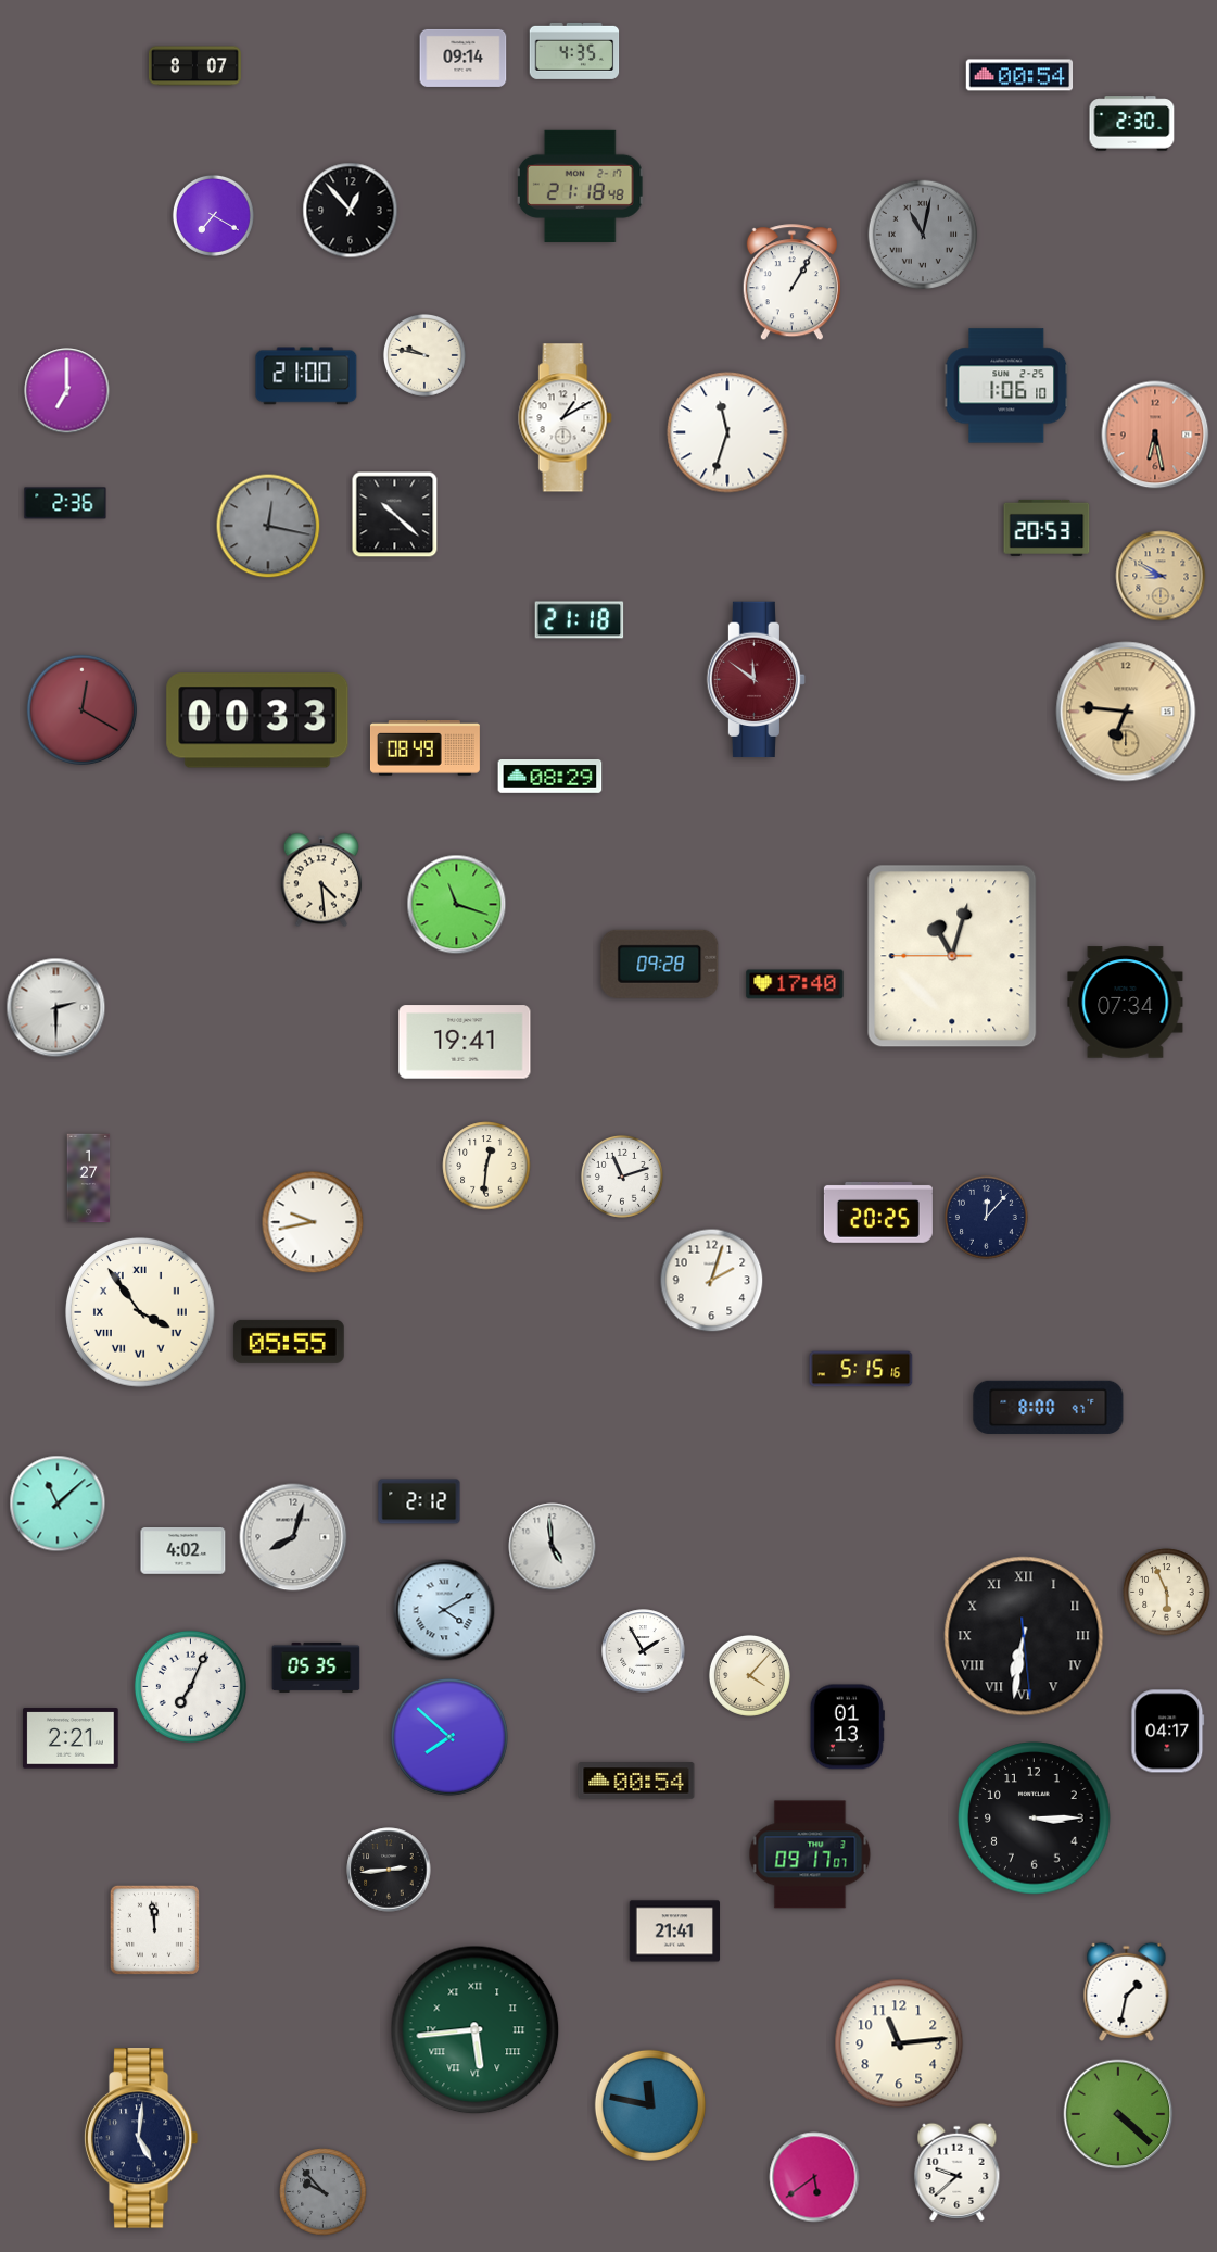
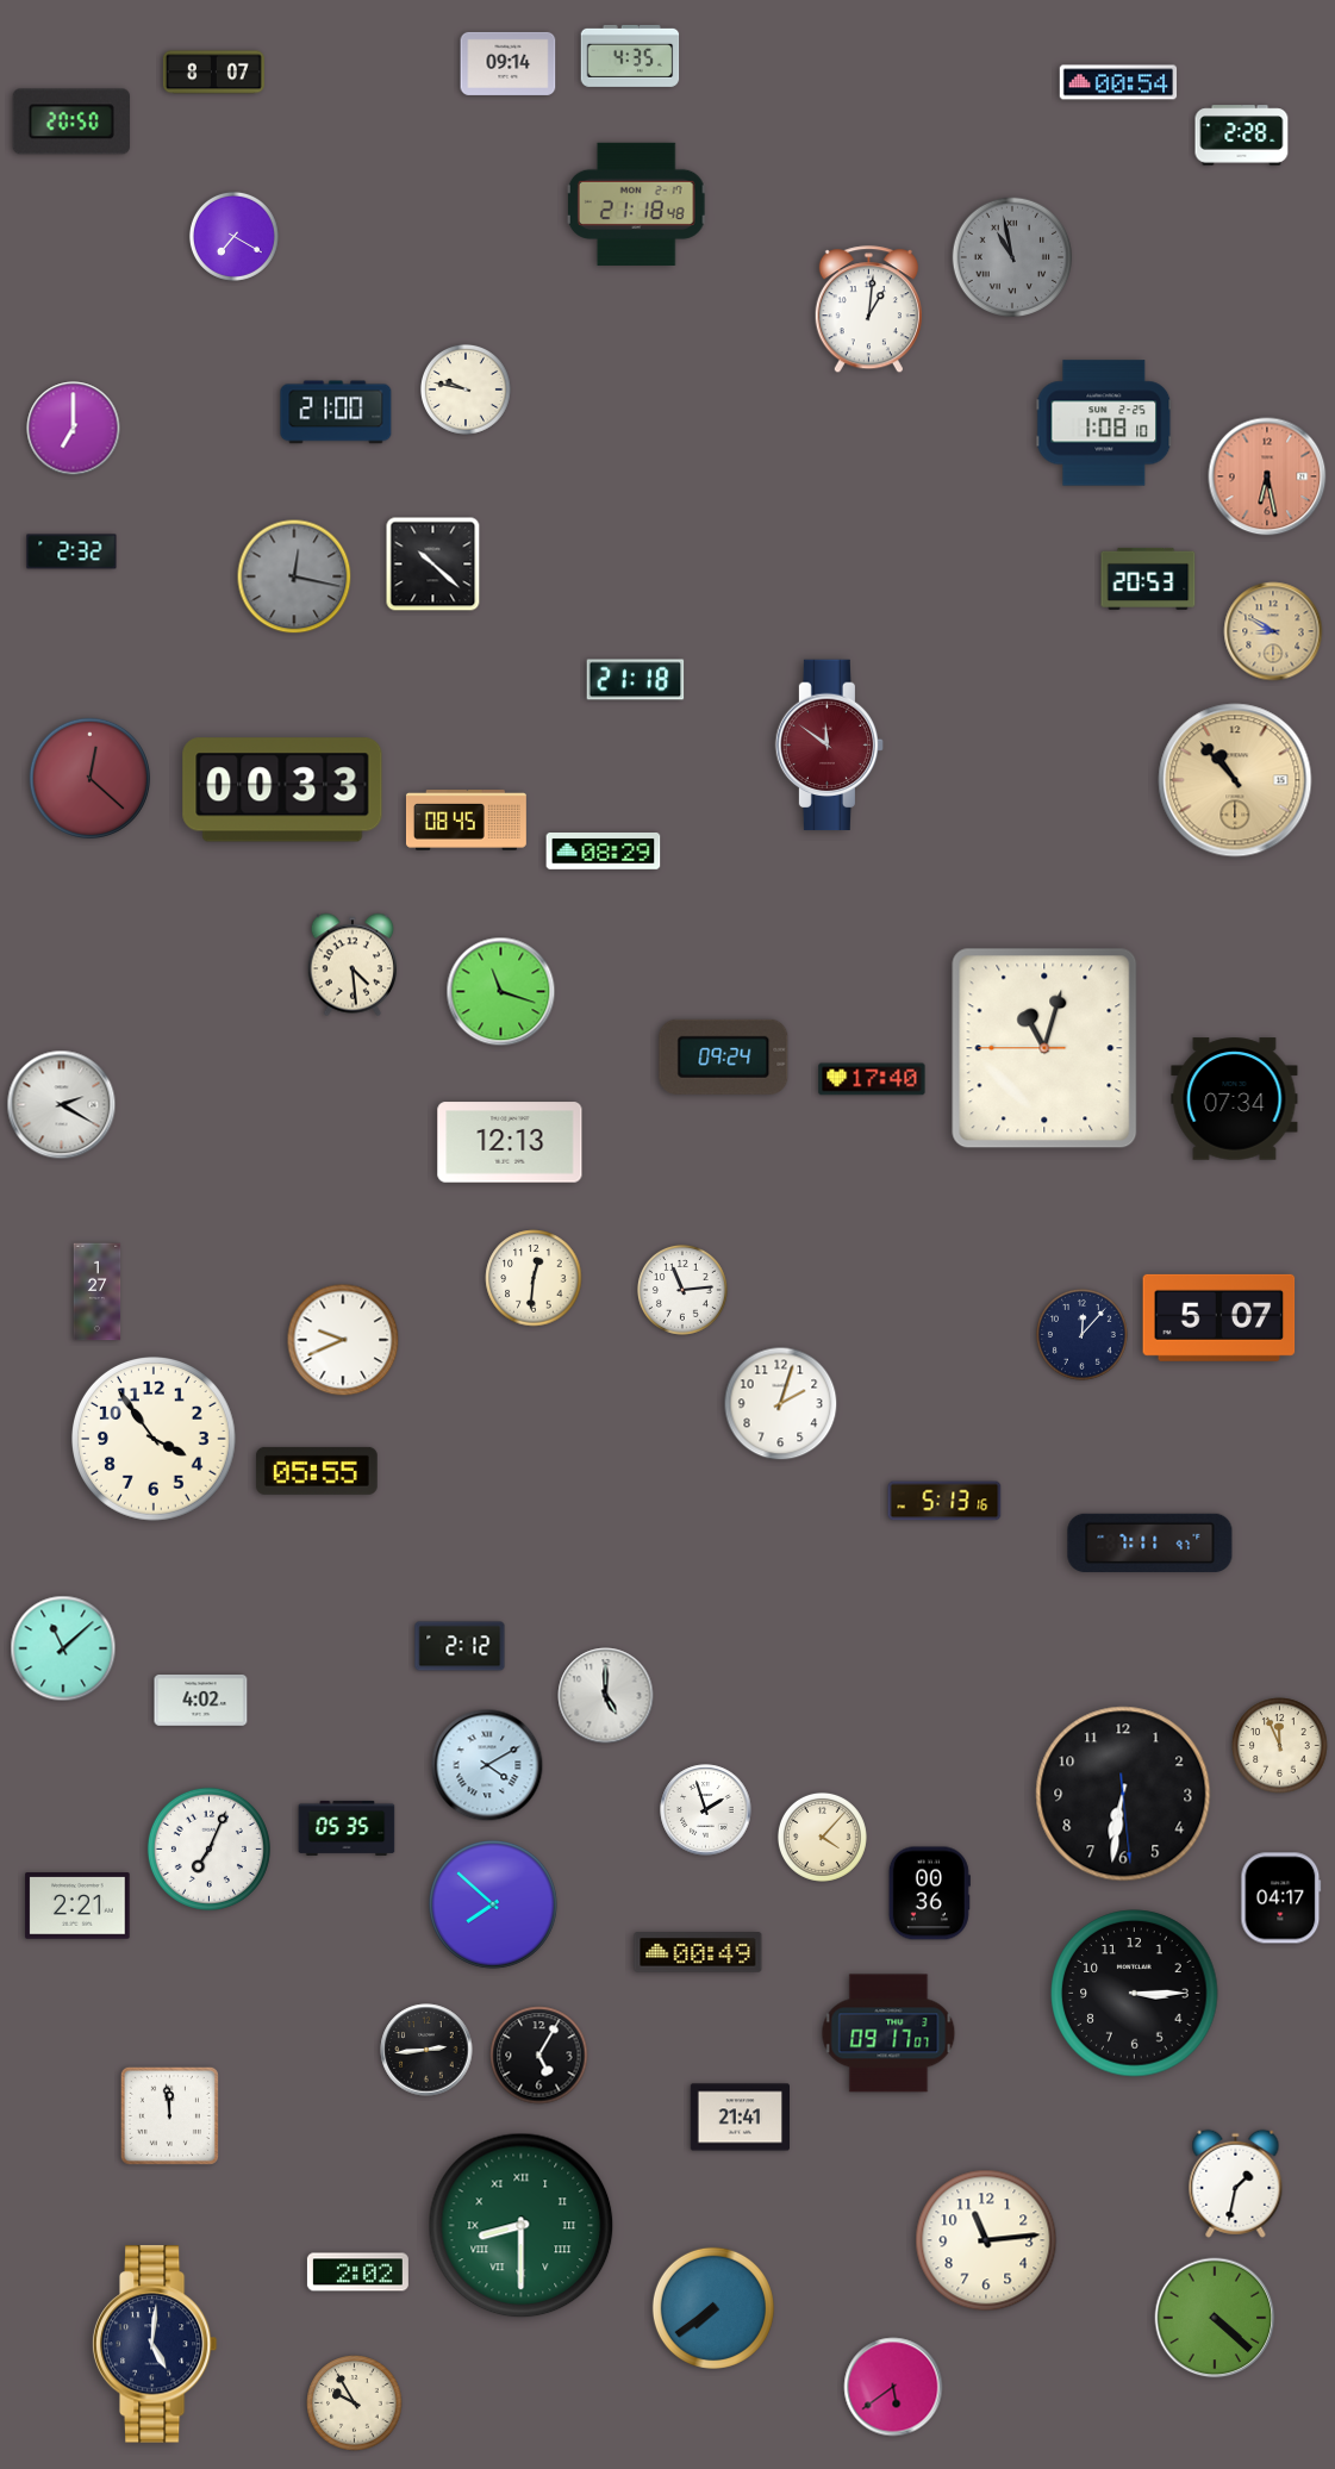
clock at (71, 121): none -> 20:50
clock at (1132, 124): 2:30 -> 2:28
clock at (351, 211): 12:53 -> none
clock at (922, 234): 11:02 -> 10:58
clock at (791, 282): 1:05 -> 1:01
clock at (1006, 386): 1:06 -> 1:08
clock at (566, 418): 1:10 -> none
clock at (727, 432): 11:33 -> none
clock at (65, 503): 2:36 -> 2:32
clock at (81, 709): 12:20 -> 12:22
clock at (1126, 712): 6:46 -> 10:53
clock at (424, 748): 08:49 -> 08:45
clock at (660, 964): 09:28 -> 09:24
clock at (56, 1008): 2:30 -> 2:20
clock at (465, 1042): 19:41 -> 12:13
clock at (622, 1177): 11:12 -> 11:14
clock at (1219, 1317): none -> 5:07
clock at (878, 1212): 20:25 -> none
clock at (313, 1222): 9:43 -> 9:41
clock at (141, 1313) numerals: Roman -> Arabic
clock at (861, 1369): 5:15 -> 5:13
clock at (1049, 1407): 8:00 -> 7:11
clock at (293, 1537): 8:03 -> none
clock at (553, 1547): 4:59 -> 5:00
clock at (1167, 1593): 5:56 -> 11:56
clock at (1024, 1636) numerals: Roman -> Arabic
clock at (644, 1651): 1:55 -> 1:57
clock at (847, 1727): 01:13 -> 00:36
clock at (636, 1781): 00:54 -> 00:49
clock at (539, 2056): none -> 5:05
clock at (476, 2030): 5:44 -> 8:30
clock at (357, 2272): none -> 2:02
clock at (650, 2105): 11:47 -> 7:39
clock at (1118, 2114) position: (1118, 2114) -> (1215, 2318)
clock at (958, 2172): 9:38 -> none
clock at (324, 2192): 9:53 -> 9:55
clock at (324, 2192) dial: grey -> cream
